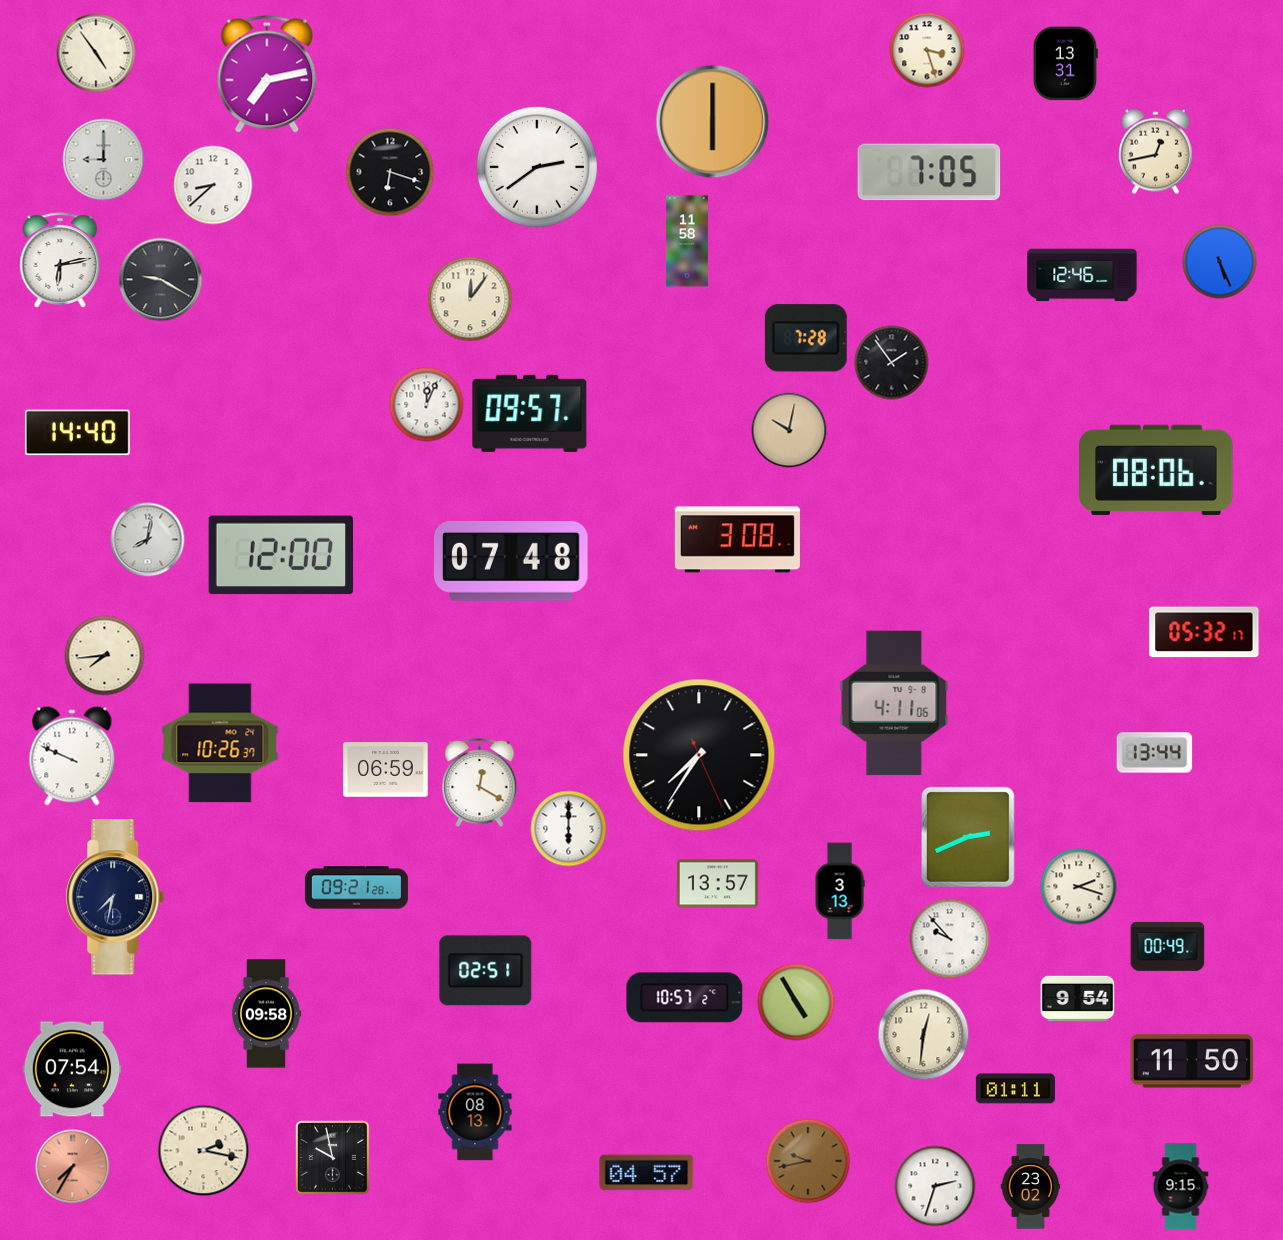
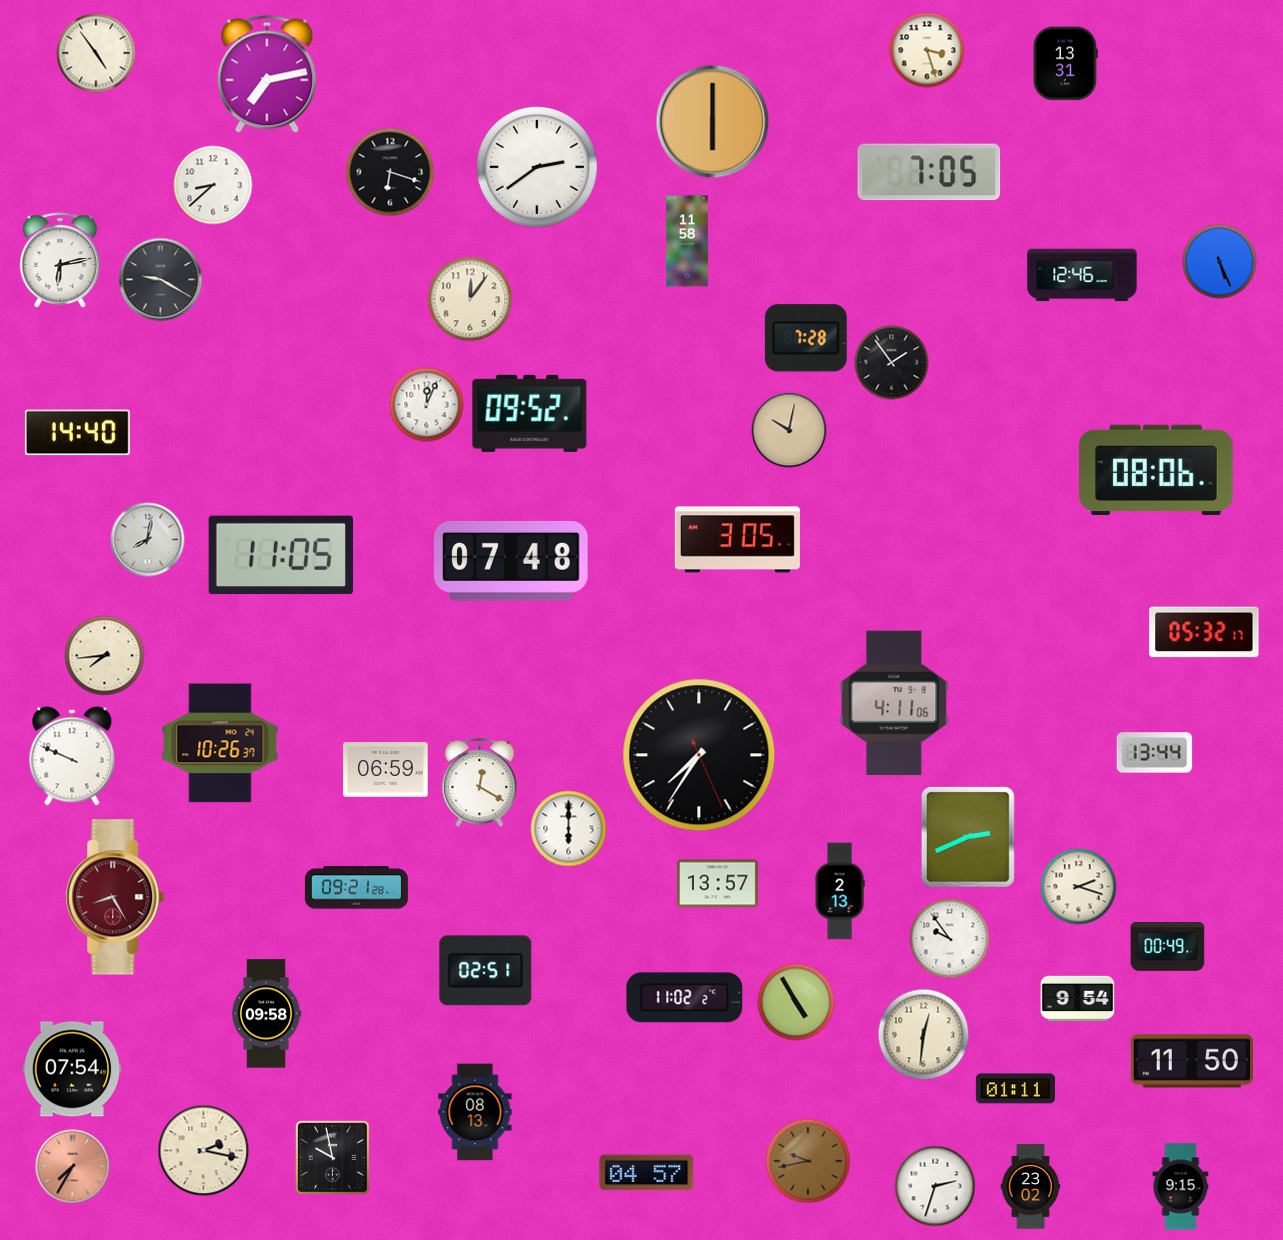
clock at (1155, 152): 12:43 -> none
clock at (104, 160): 9:00 -> none
clock at (530, 413): 09:57 -> 09:52
clock at (737, 540): 3:08 -> 3:05
clock at (280, 555): 12:00 -> 11:05
clock at (840, 891): 3:13 -> 2:13
clock at (115, 897): 7:32 -> 8:25
clock at (115, 897) dial: navy -> burgundy
clock at (950, 939): 9:53 -> 9:54
clock at (685, 998): 10:57 -> 11:02
